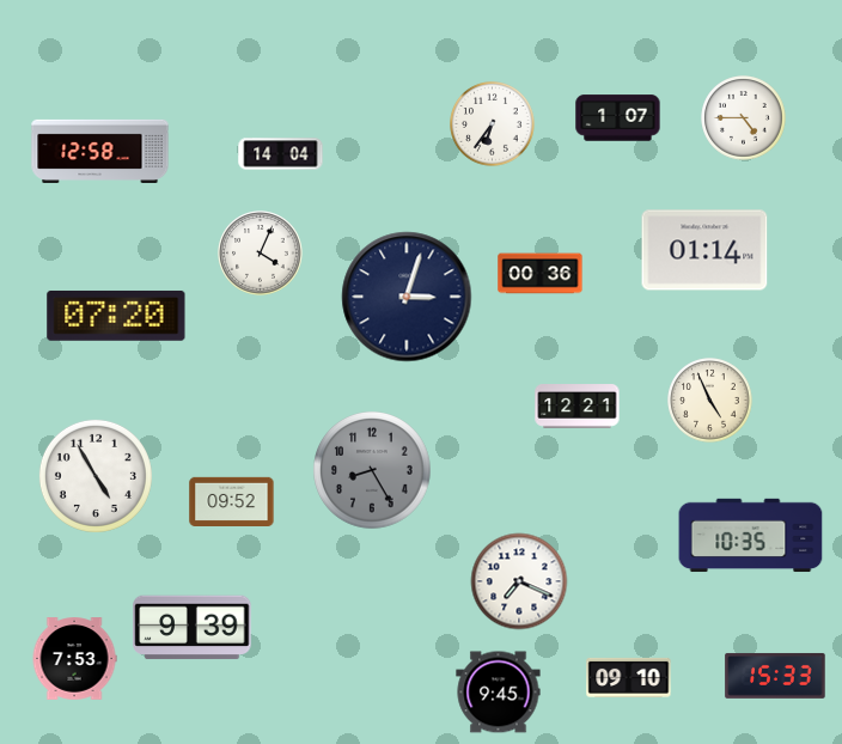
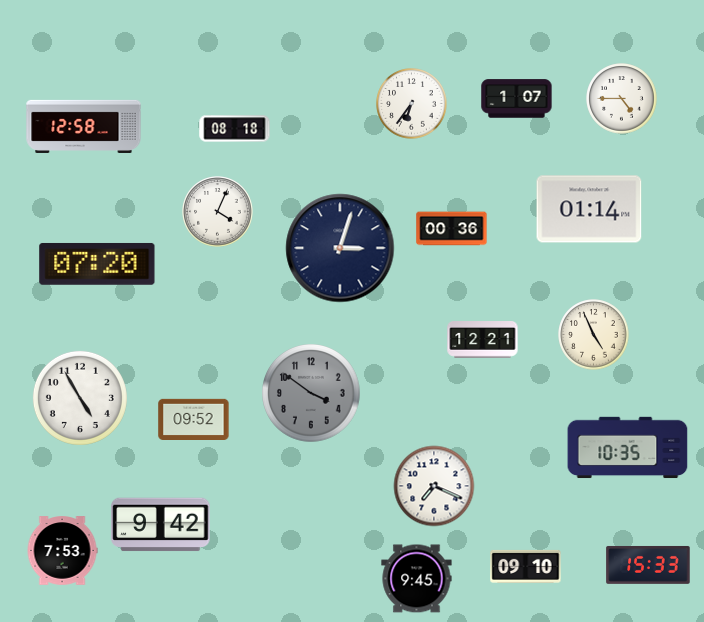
clock at (281, 154): 14:04 -> 08:18
clock at (372, 470): 8:25 -> 3:51
clock at (193, 628): 9:39 -> 9:42
